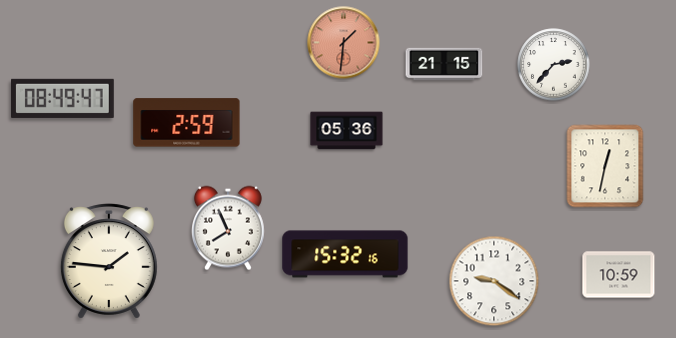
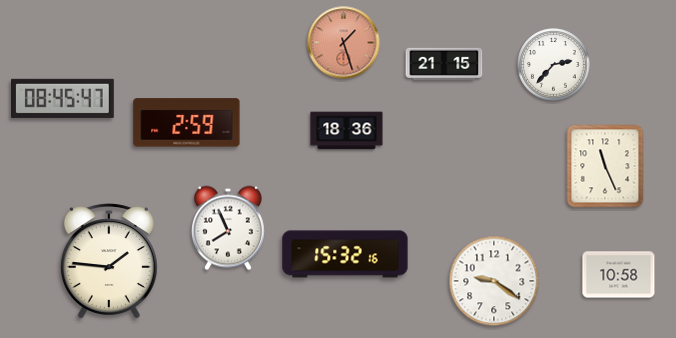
clock at (344, 43): 1:31 -> 1:27
clock at (63, 98): 08:49 -> 08:45
clock at (347, 131): 05:36 -> 18:36
clock at (605, 166): 12:32 -> 11:26
clock at (619, 275): 10:59 -> 10:58
